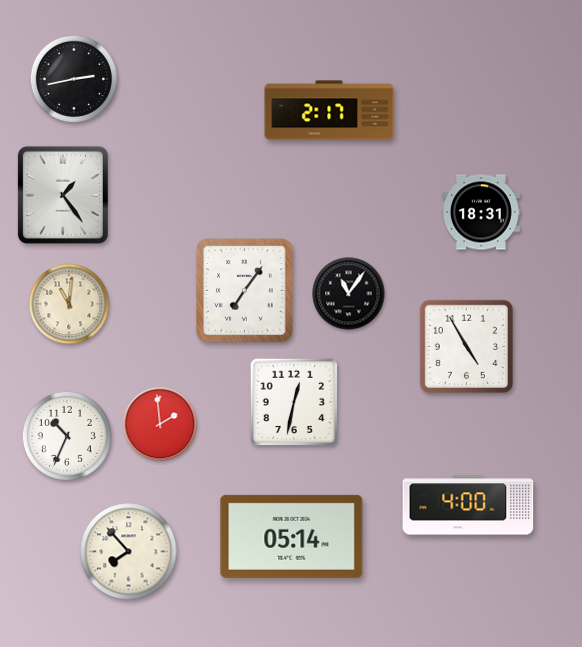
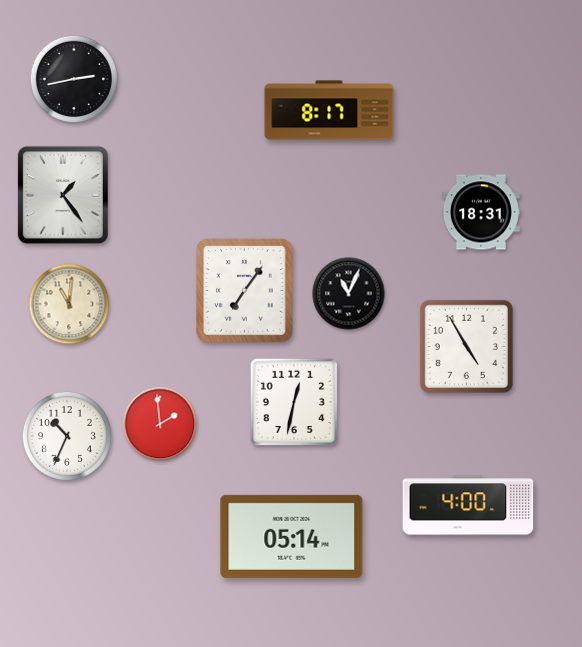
clock at (329, 110): 2:17 -> 8:17
clock at (349, 294): 11:06 -> 11:04
clock at (129, 552): 7:53 -> none
